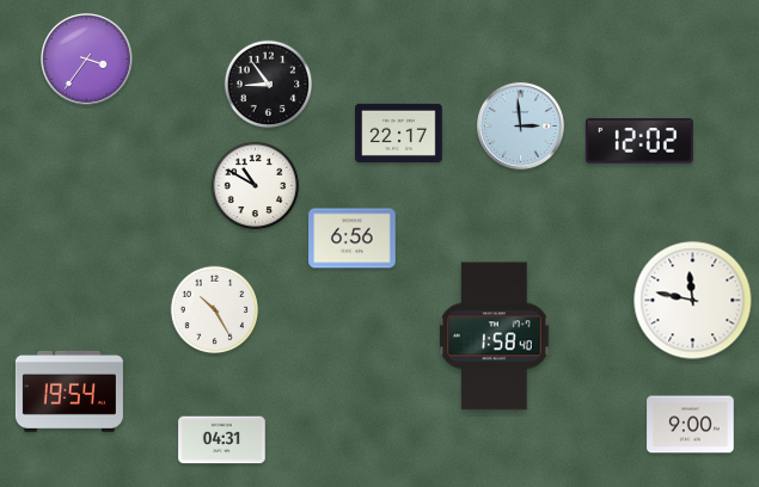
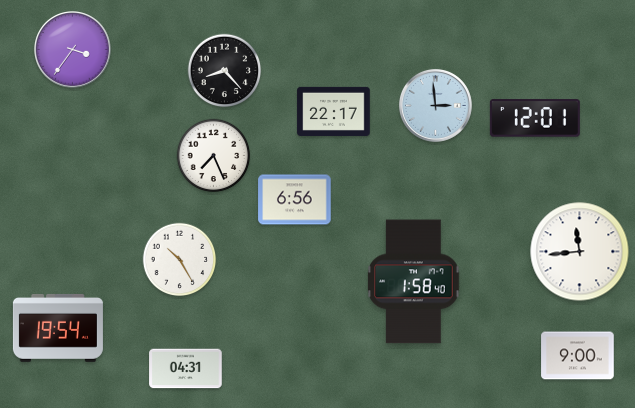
clock at (269, 85): 8:54 -> 8:23
clock at (639, 141): 12:02 -> 12:01
clock at (256, 186): 10:50 -> 7:26
clock at (693, 301): 11:47 -> 11:44
